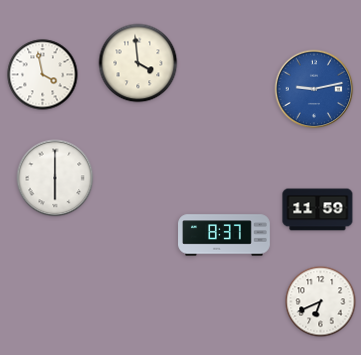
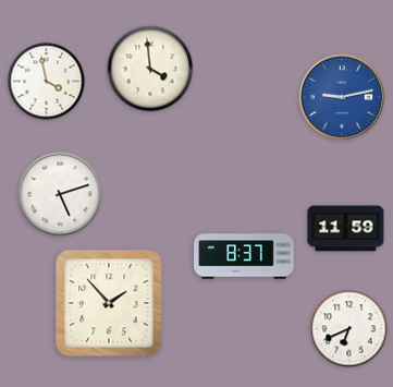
clock at (55, 178): 6:00 -> 5:12
clock at (109, 303): none -> 1:53
